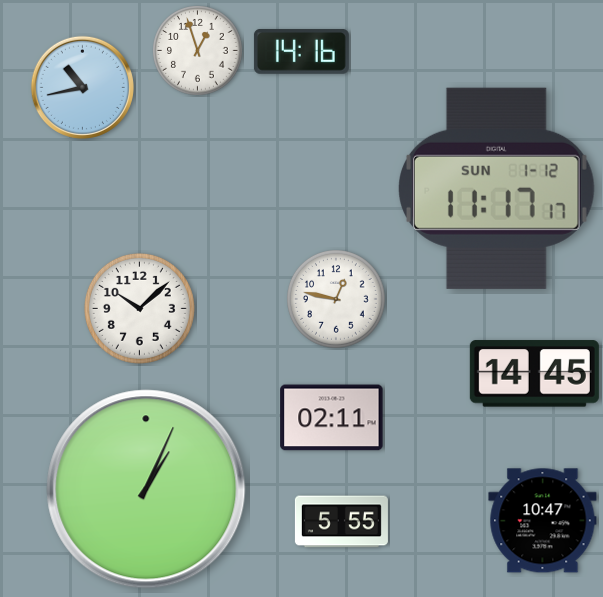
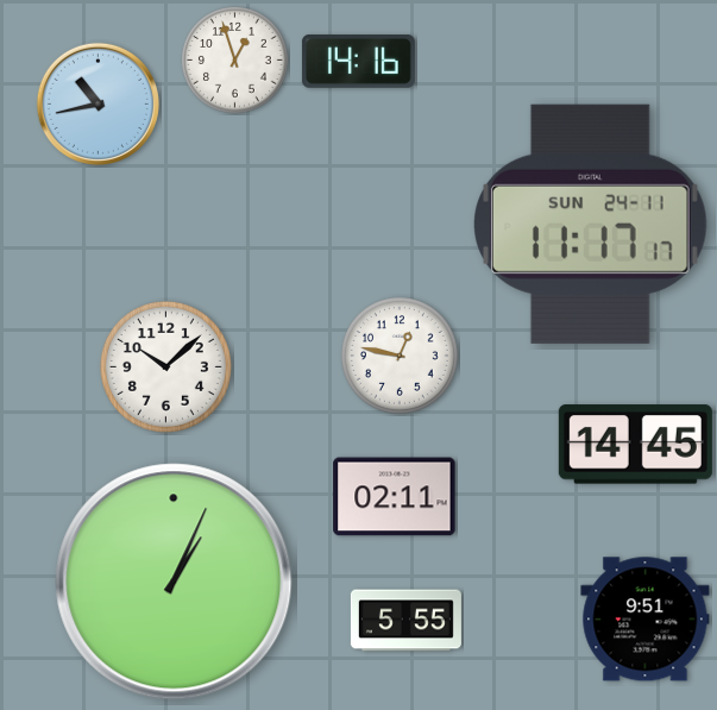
clock at (497, 188) date: SUN 1-12 -> SUN 24-11
clock at (543, 521): 10:47 -> 9:51
